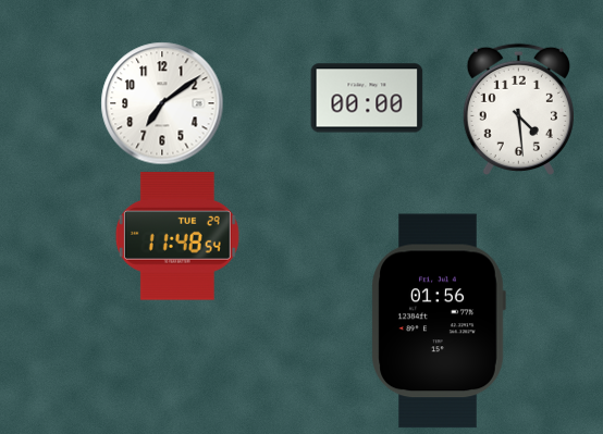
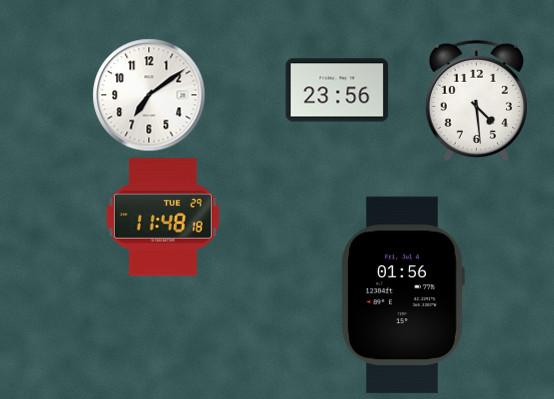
clock at (367, 98): 00:00 -> 23:56
clock at (177, 236): 11:48:54 -> 11:48:18
